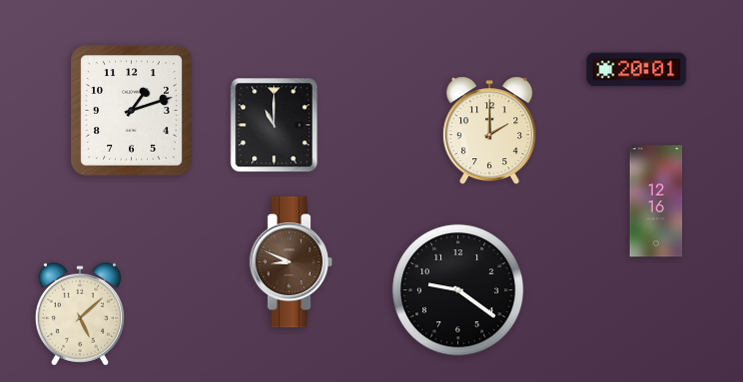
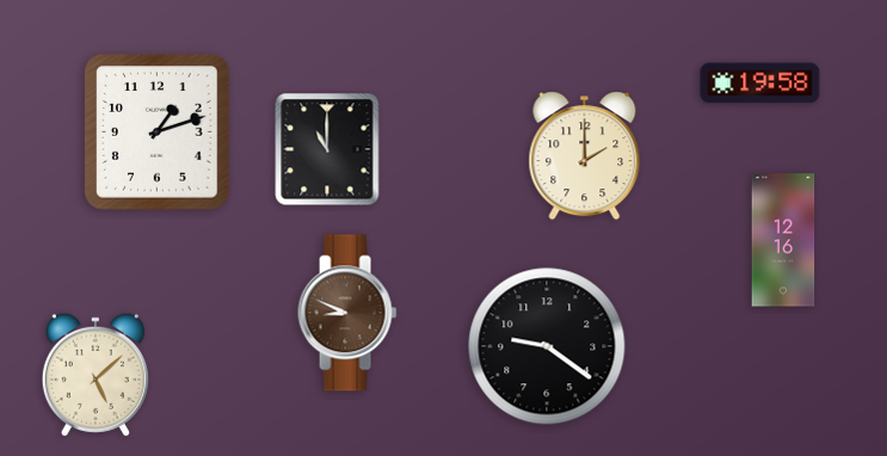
clock at (637, 70): 20:01 -> 19:58
